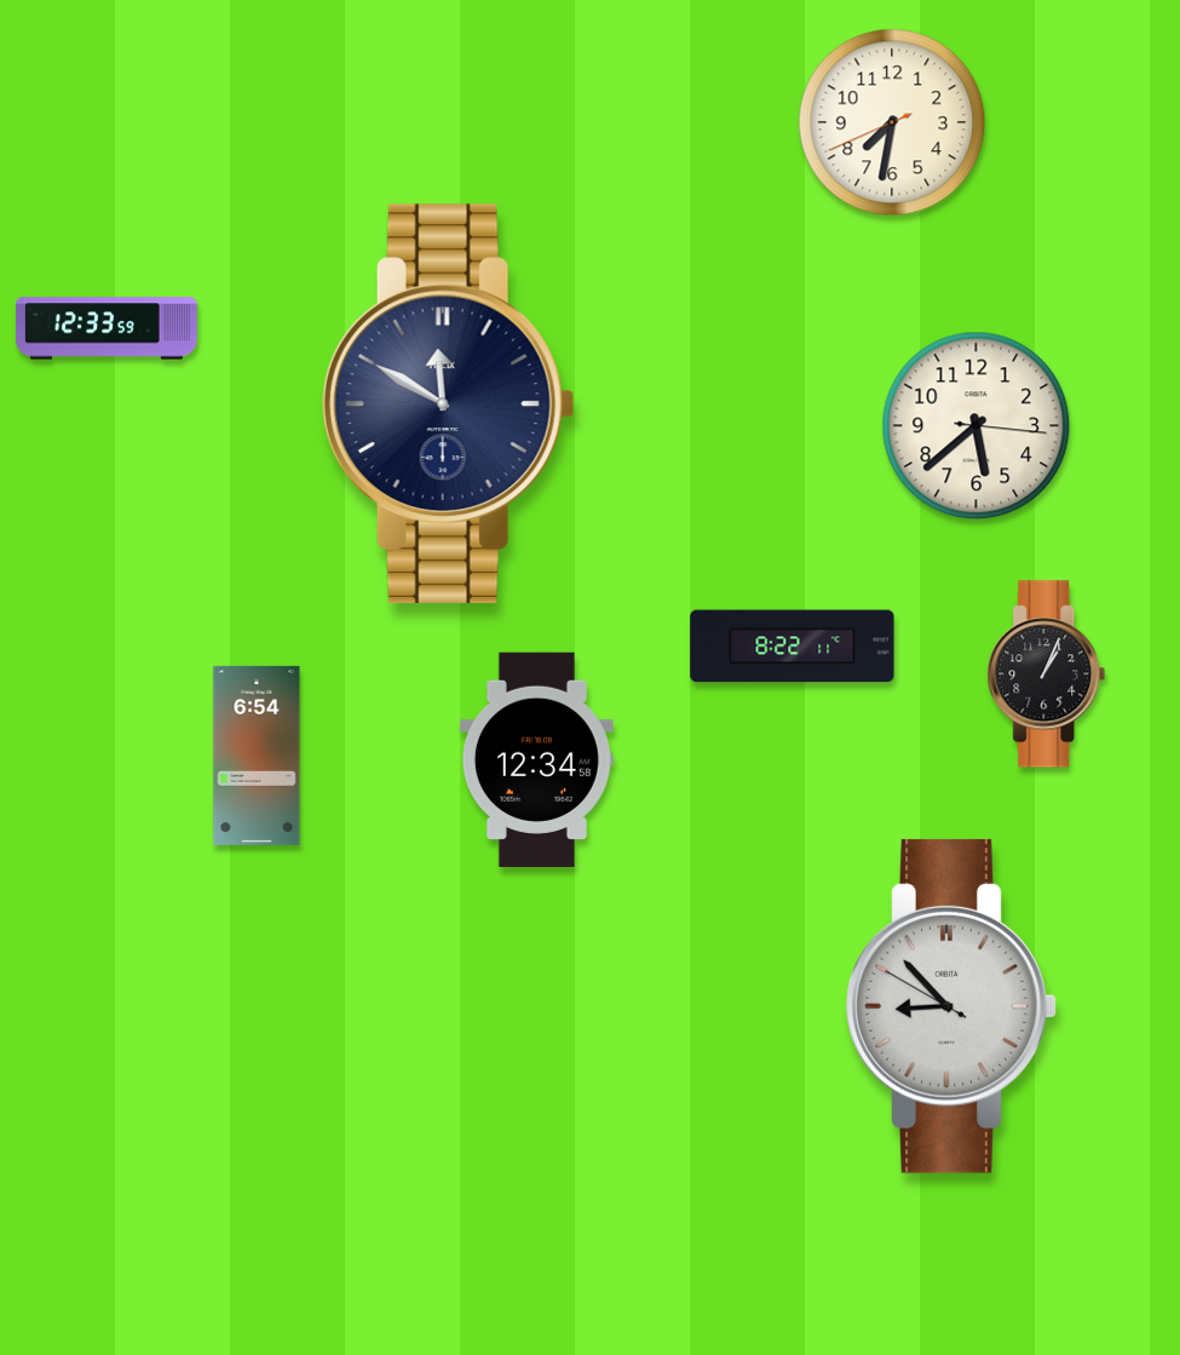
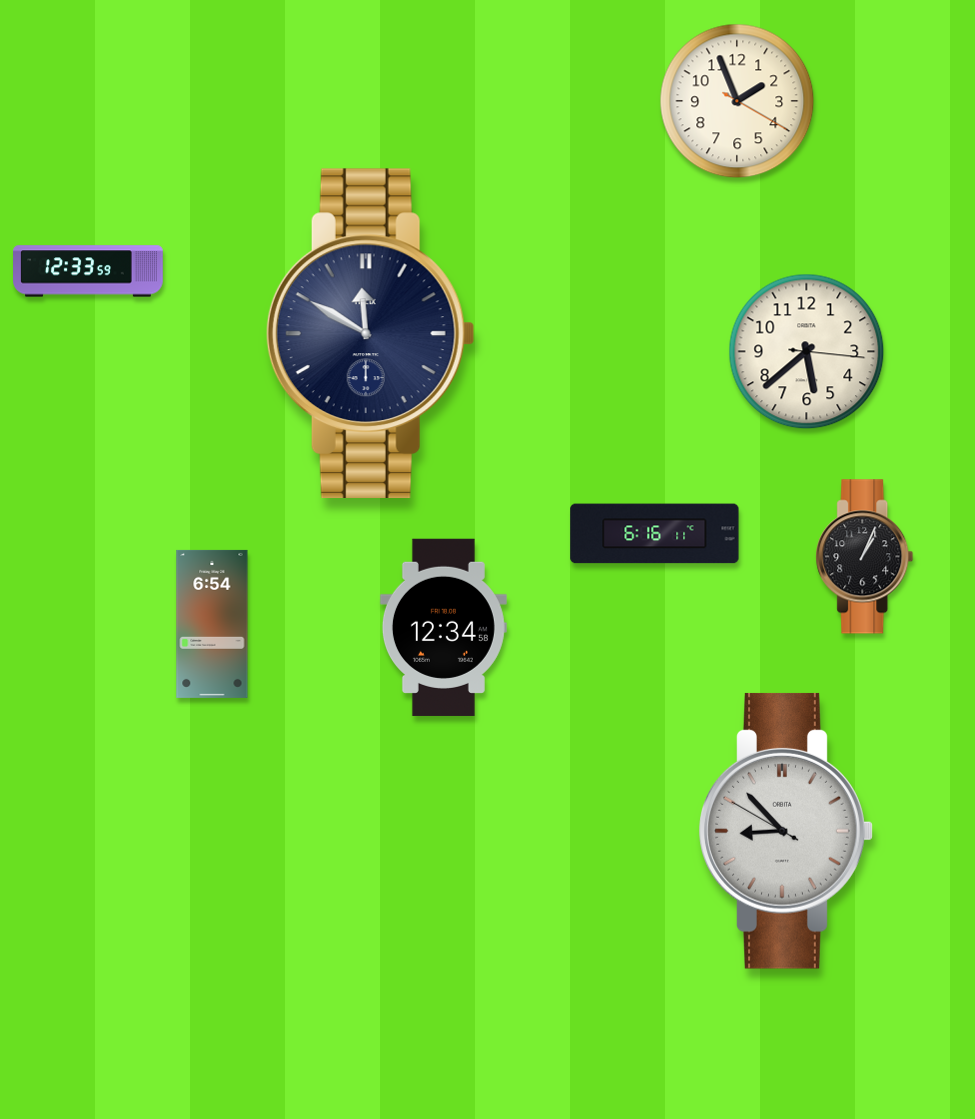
clock at (892, 122): 7:31 -> 1:56
clock at (793, 647): 8:22 -> 6:16
